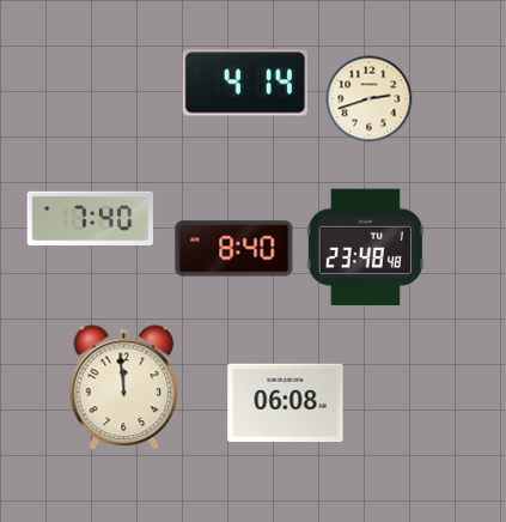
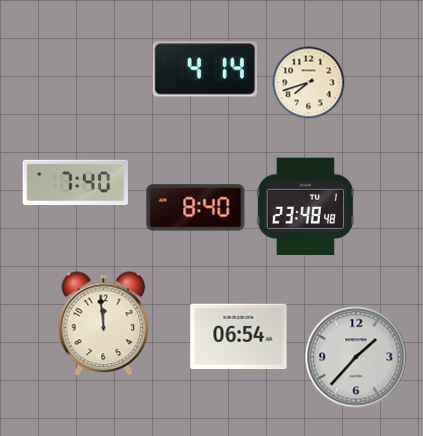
clock at (370, 99): 2:42 -> 7:42
clock at (286, 403): 06:08 -> 06:54
clock at (356, 357): none -> 1:37
